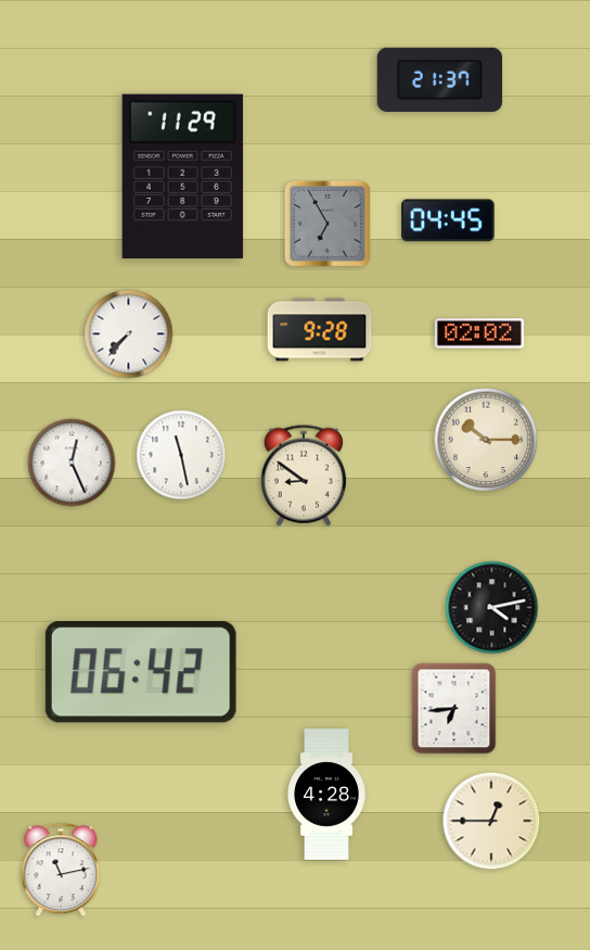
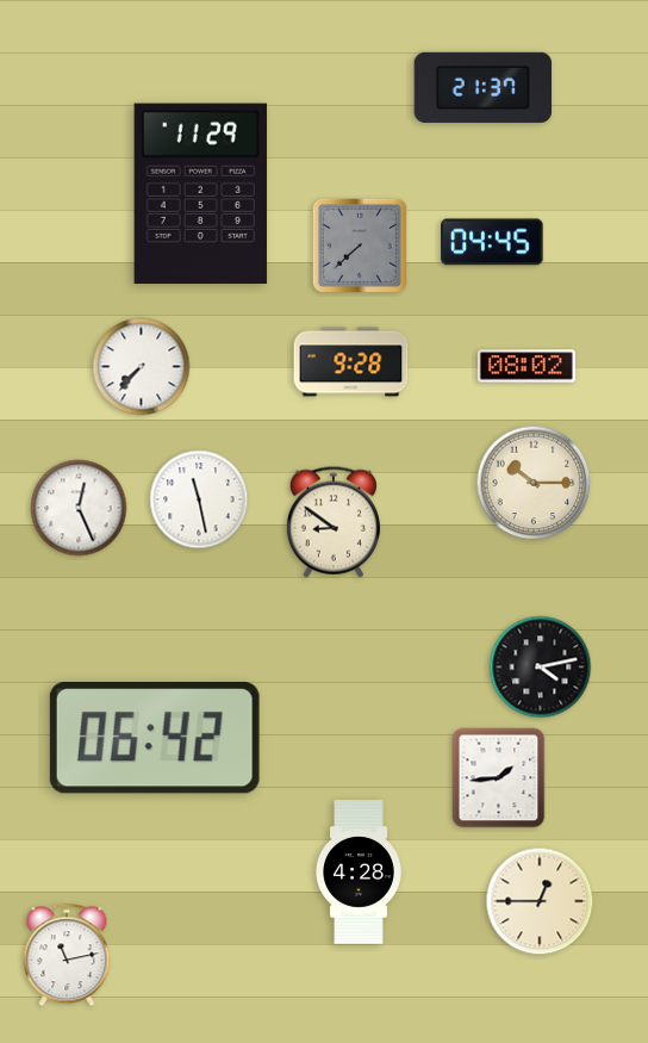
clock at (328, 224): 6:55 -> 7:38
clock at (479, 333): 02:02 -> 08:02
clock at (454, 709): 6:44 -> 1:44
